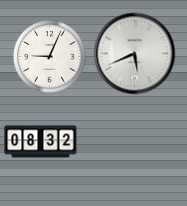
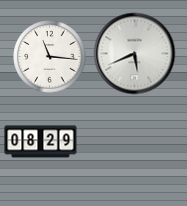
clock at (50, 57): 9:04 -> 11:16
clock at (41, 142): 08:32 -> 08:29
